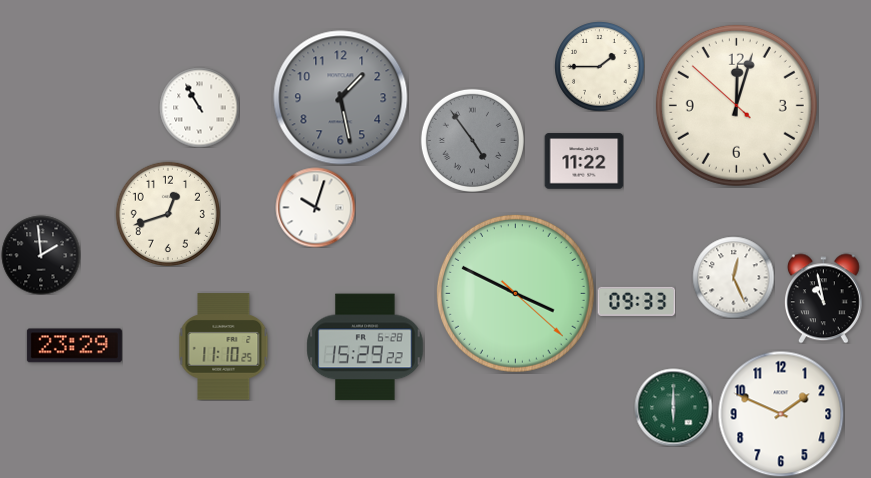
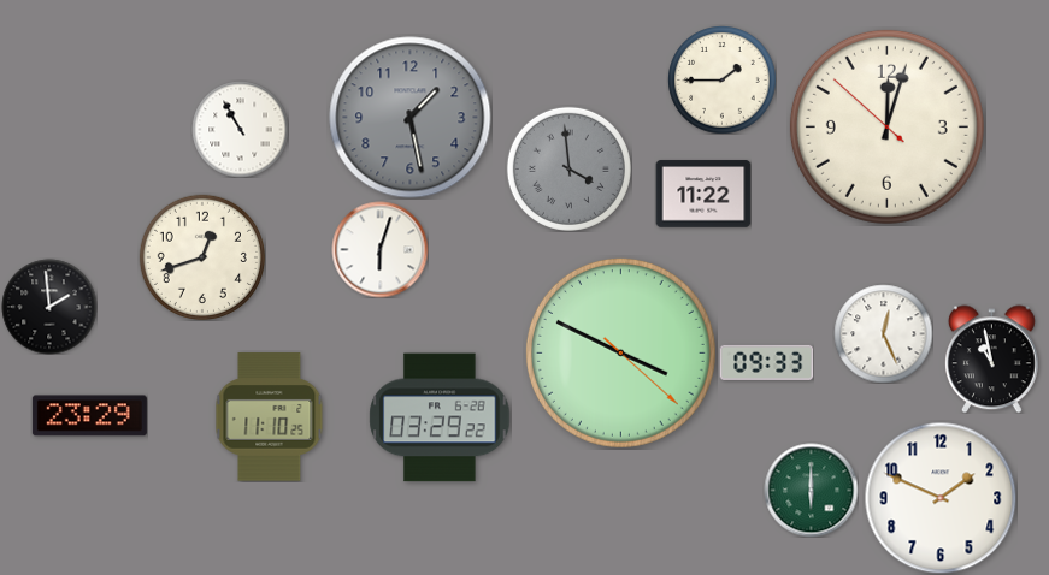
clock at (472, 140): 4:54 -> 3:59
clock at (315, 207): 10:03 -> 6:03
clock at (365, 347): 15:29 -> 03:29
